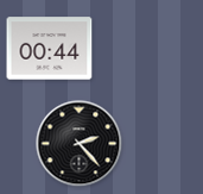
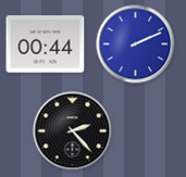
clock at (136, 45): none -> 2:11
